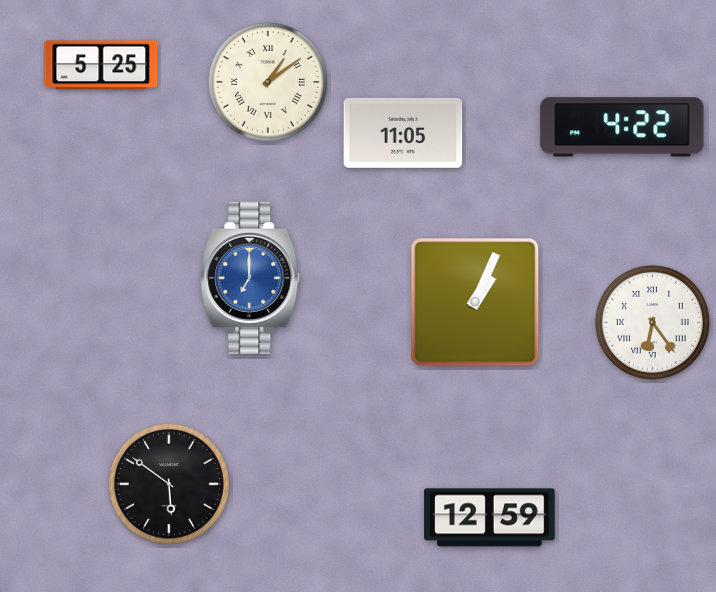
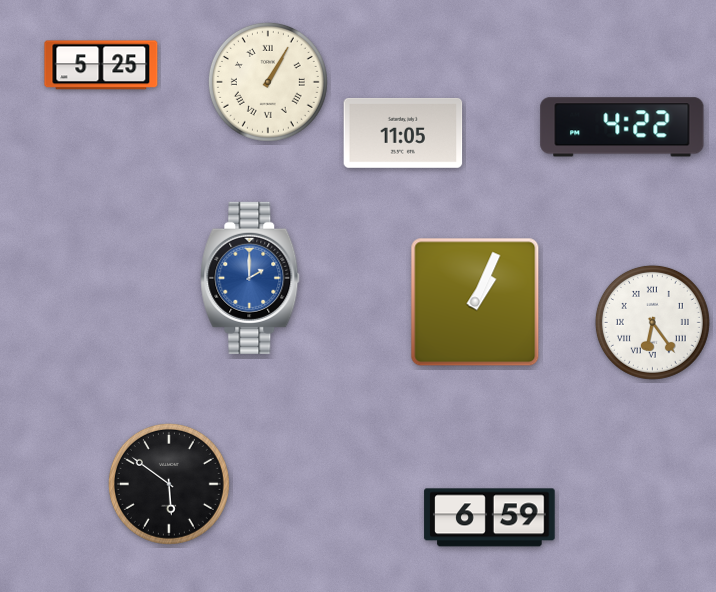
clock at (268, 82): 1:09 -> 1:05
clock at (250, 278): 7:00 -> 2:00
clock at (490, 518): 12:59 -> 6:59
